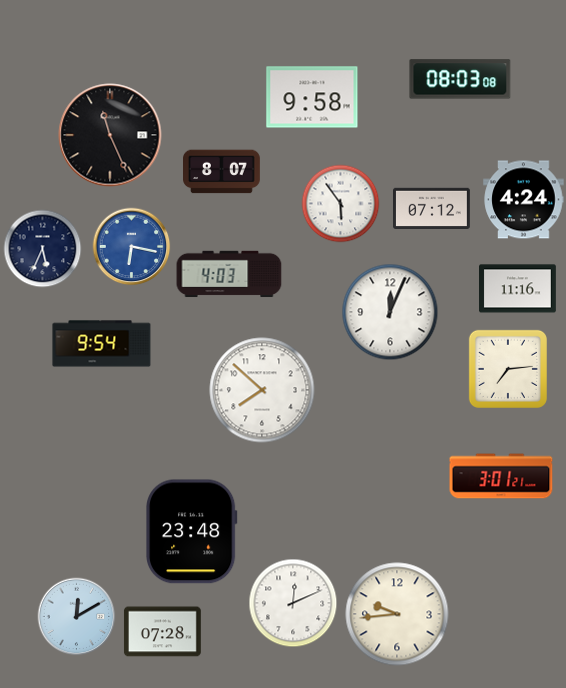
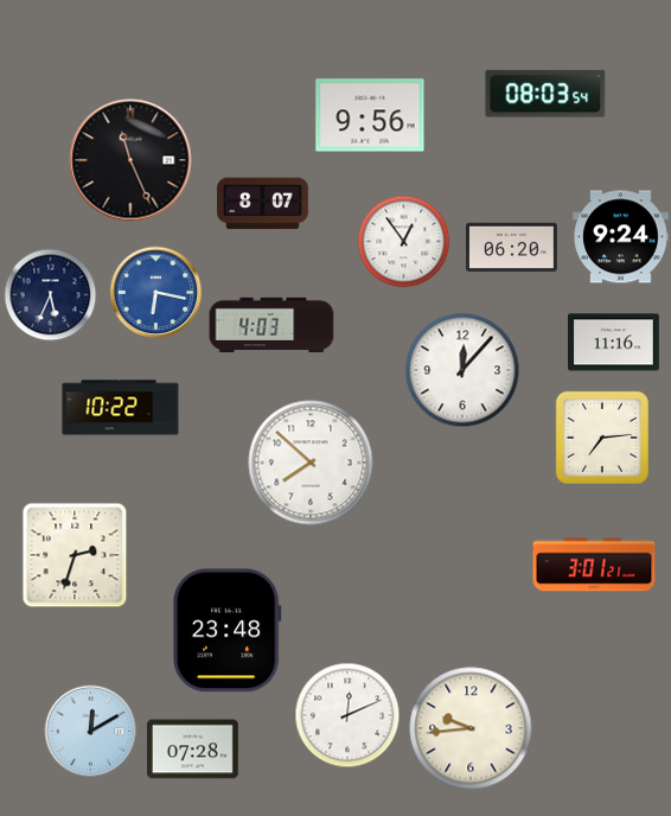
clock at (460, 79): 08:03:08 -> 08:03:54
clock at (312, 97): 9:58 -> 9:56
clock at (524, 200): 4:24 -> 9:24
clock at (340, 203): 5:54 -> 12:54
clock at (432, 209): 07:12 -> 06:20
clock at (390, 312): 12:04 -> 12:07
clock at (102, 344): 9:54 -> 10:22
clock at (75, 555): none -> 2:33
